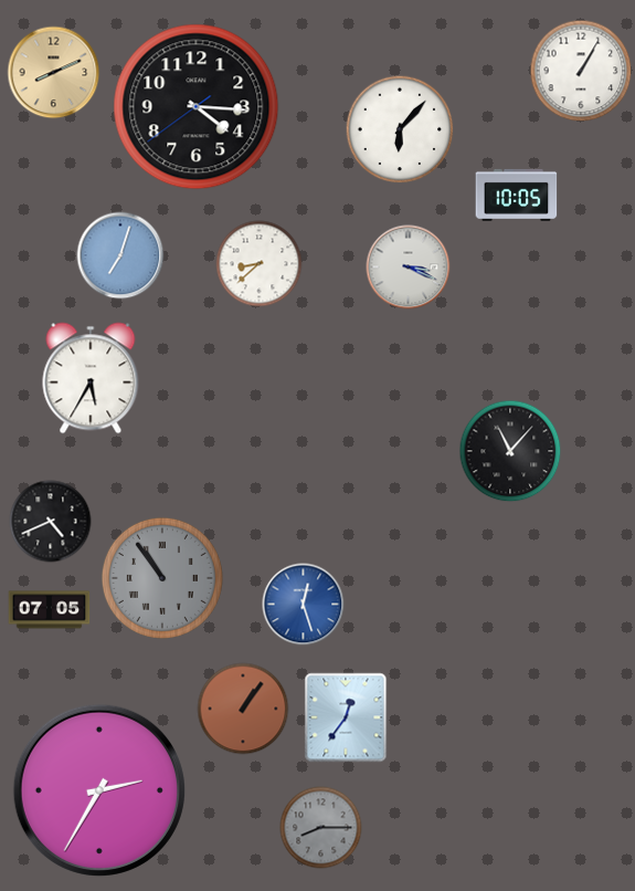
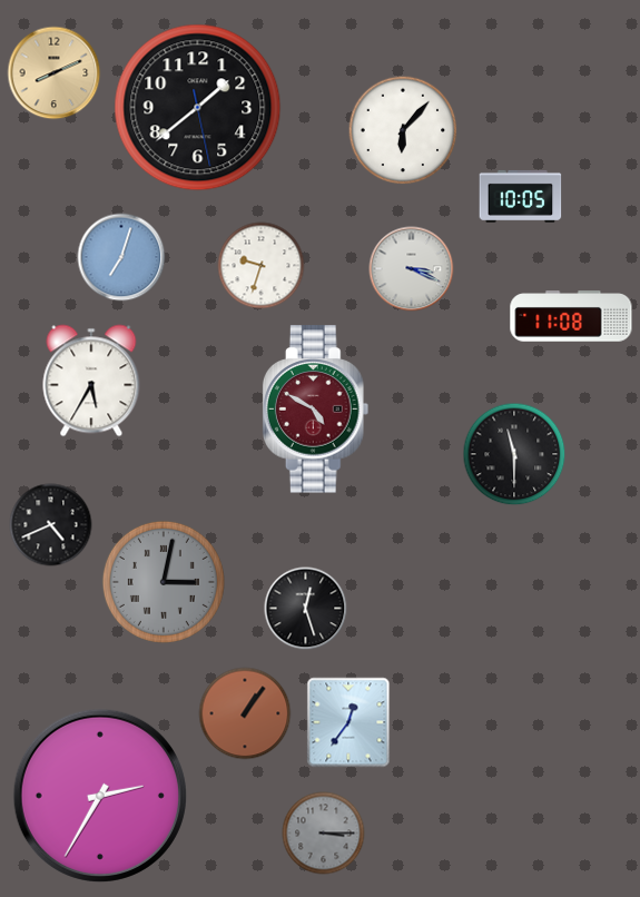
clock at (581, 71): 1:05 -> none
clock at (197, 107): 4:15 -> 1:38
clock at (260, 264): 8:38 -> 9:33
clock at (571, 316): none -> 11:08
clock at (316, 410): none -> 4:50
clock at (510, 451): 11:07 -> 11:30
clock at (162, 578): 10:54 -> 3:02
clock at (304, 605) dial: blue -> black
clock at (50, 610): 07:05 -> none
clock at (321, 828): 8:15 -> 3:15
